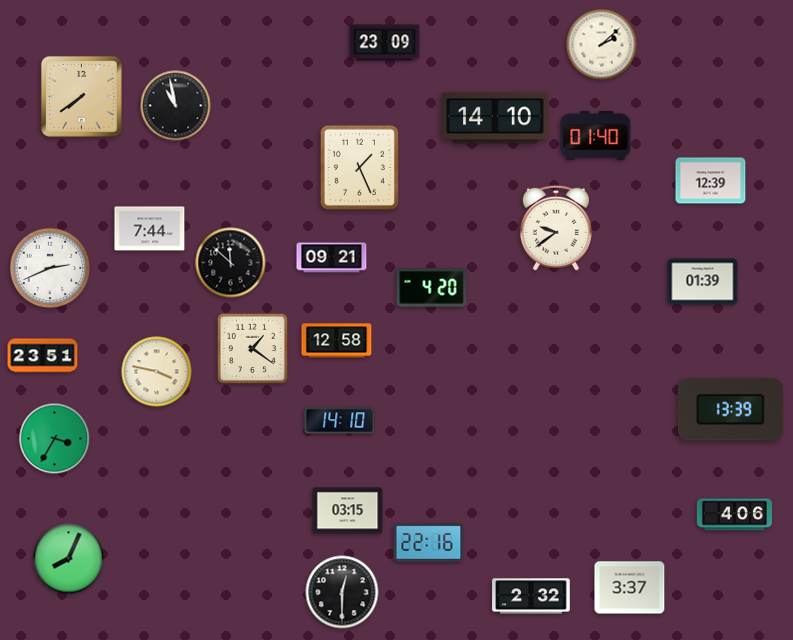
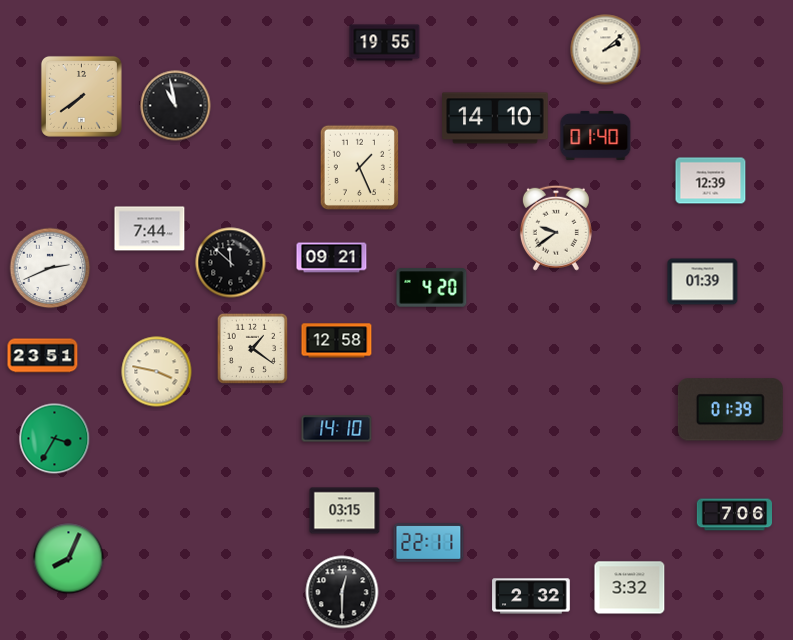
clock at (385, 43): 23:09 -> 19:55
clock at (602, 45) position: (602, 45) -> (606, 50)
clock at (730, 410): 13:39 -> 01:39
clock at (340, 421) position: (340, 421) -> (337, 429)
clock at (348, 511) position: (348, 511) -> (345, 511)
clock at (734, 515): 4:06 -> 7:06
clock at (429, 543): 22:16 -> 22:11
clock at (630, 588): 3:37 -> 3:32
